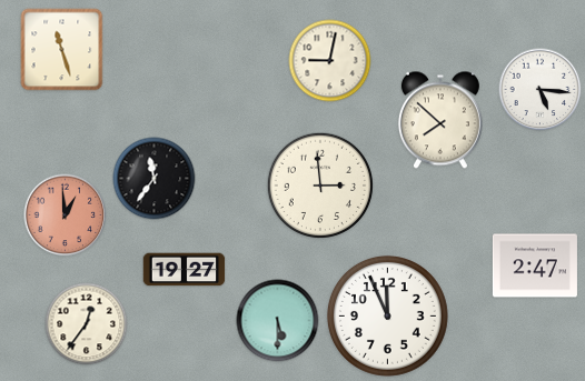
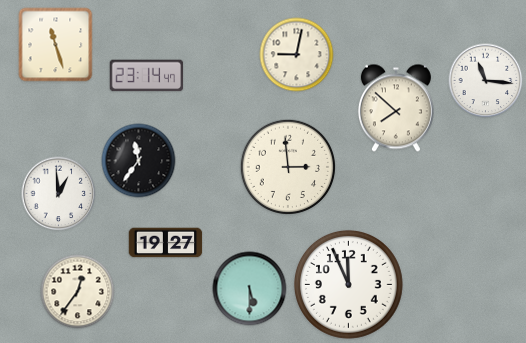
clock at (147, 76): none -> 23:14
clock at (541, 90): 5:16 -> 11:16
clock at (66, 215) dial: salmon -> white
clock at (535, 265): 2:47 -> none
